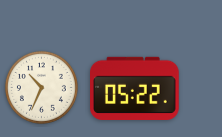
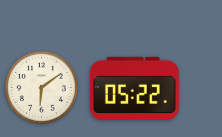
clock at (41, 87): 10:34 -> 6:09
